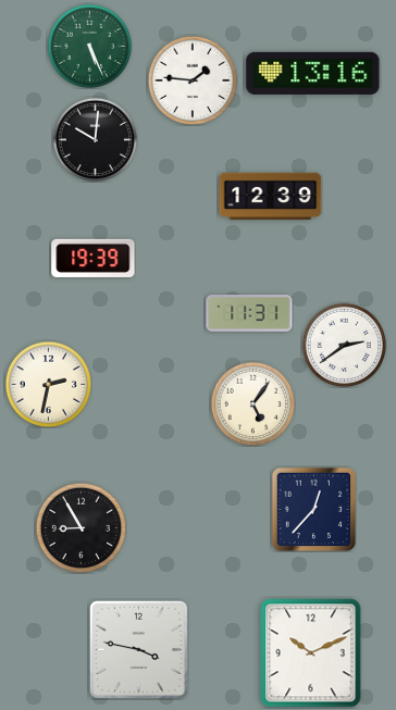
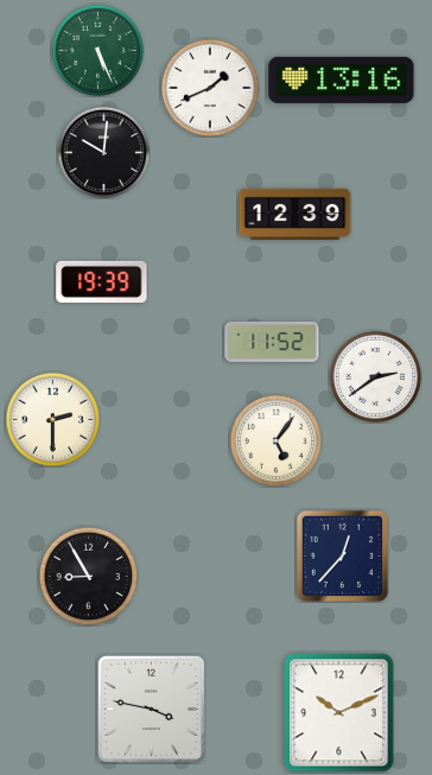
clock at (193, 80): 1:46 -> 1:41
clock at (249, 314): 11:31 -> 11:52
clock at (48, 384): 2:32 -> 2:30
